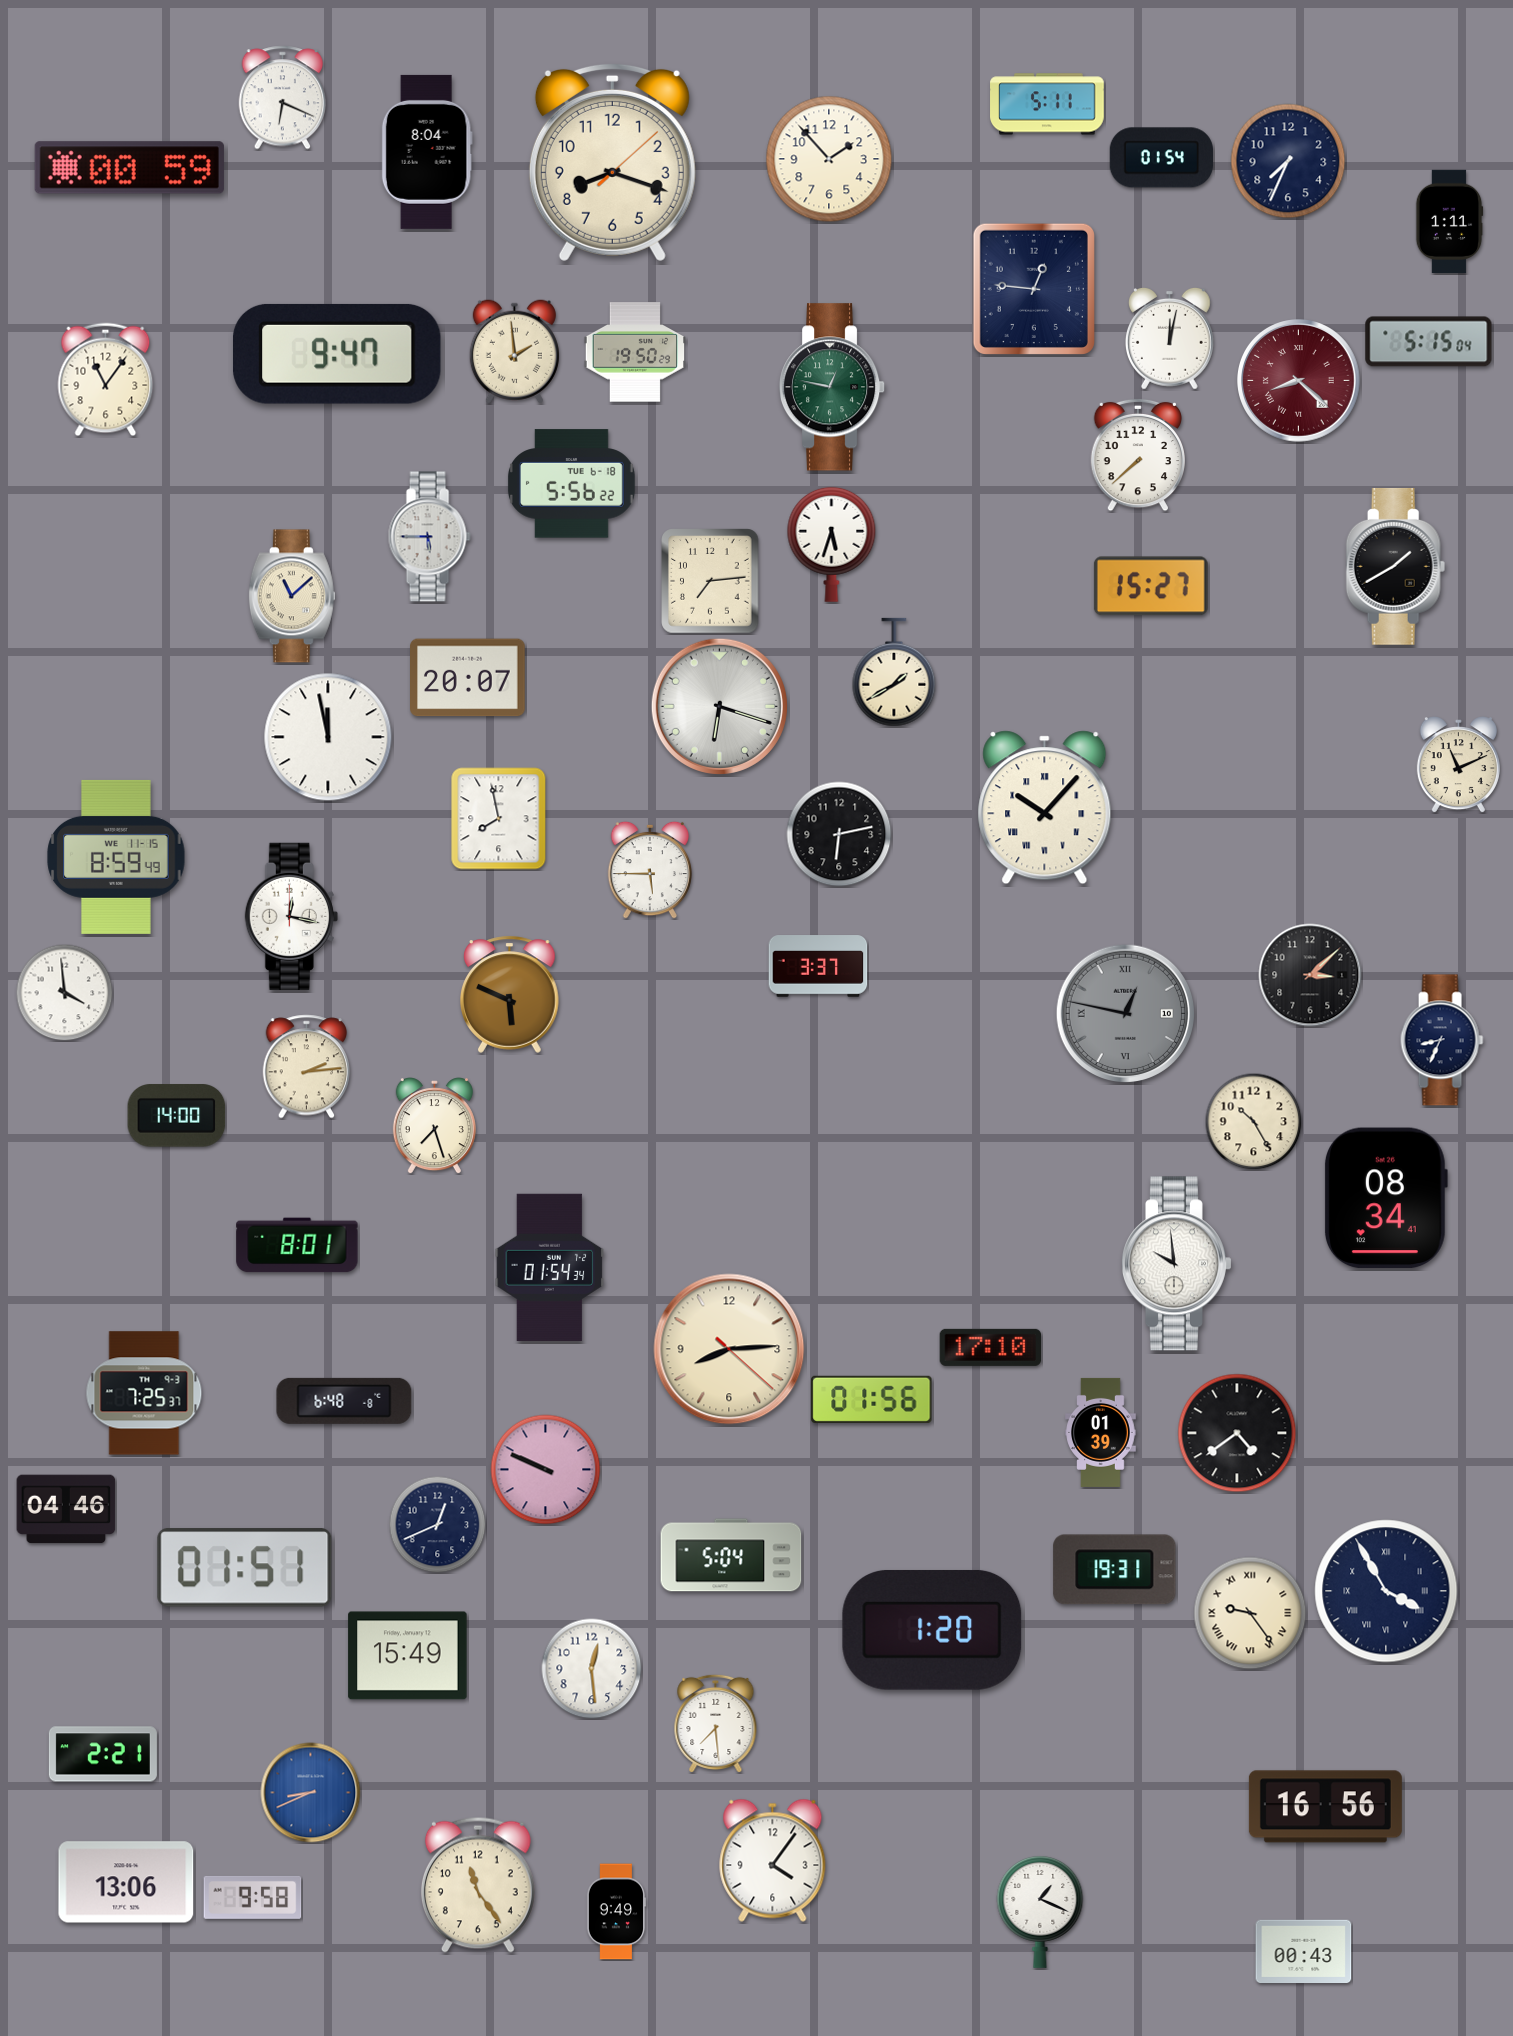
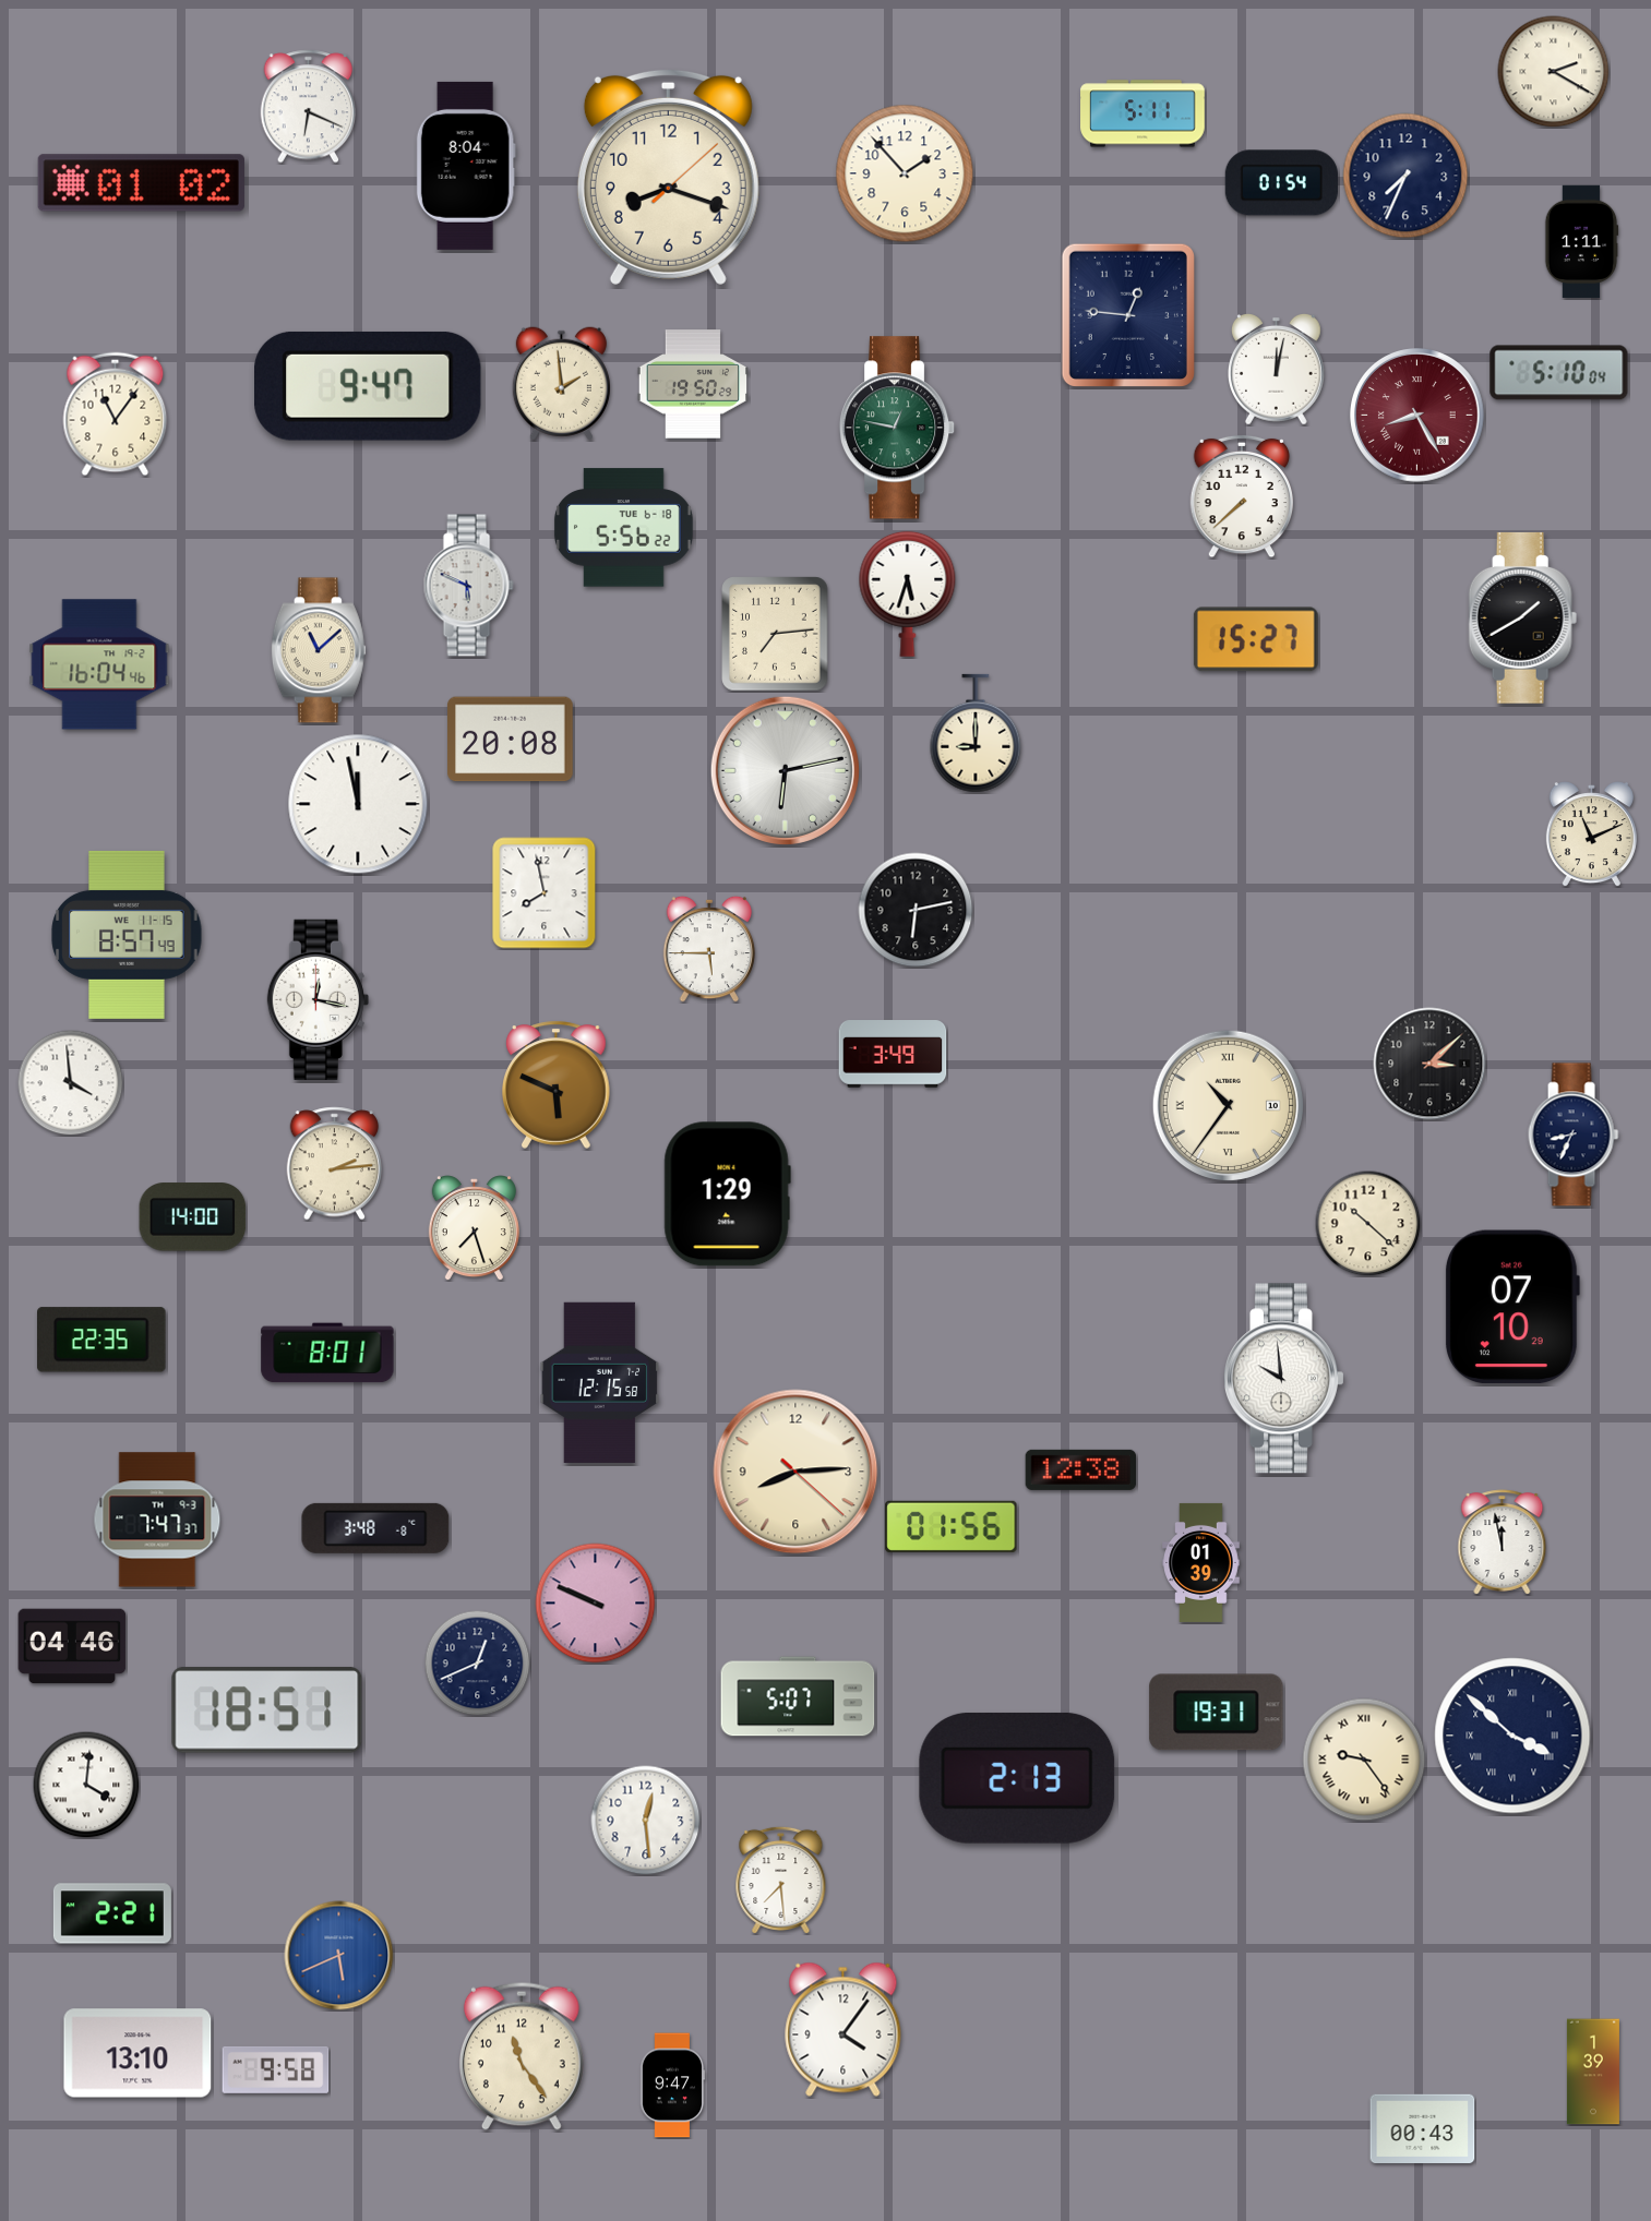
clock at (1554, 72): none -> 2:20
clock at (1161, 158) position: (1161, 158) -> (1281, 183)
clock at (129, 168): 00:59 -> 01:02
clock at (1429, 342): 5:15 -> 5:10
clock at (1299, 381): 8:22 -> 8:25
clock at (832, 387) position: (832, 387) -> (897, 428)
clock at (429, 537): 5:45 -> 5:49
clock at (99, 664): none -> 16:04
clock at (894, 672): 1:40 -> 9:00
clock at (468, 678): 20:07 -> 20:08
clock at (719, 706): 6:18 -> 6:13
clock at (1045, 808): 10:07 -> none
clock at (116, 857): 8:59 -> 8:57
clock at (818, 966): 3:37 -> 3:49
clock at (1125, 1013): 12:47 -> 10:36
clock at (1125, 1013) dial: grey -> cream
clock at (727, 1194): none -> 1:29
clock at (1253, 1121): 10:25 -> 10:22
clock at (1386, 1198): 08:34 -> 07:10
clock at (103, 1340): none -> 22:35
clock at (297, 1245) position: (297, 1245) -> (327, 1353)
clock at (550, 1267): 01:54 -> 12:15
clock at (991, 1347): 17:10 -> 12:38
clock at (144, 1393): 7:25 -> 7:47
clock at (344, 1401): 6:48 -> 3:48
clock at (1503, 1542): none -> 11:58
clock at (1237, 1433): 4:39 -> none
clock at (731, 1555): 5:04 -> 5:07
clock at (245, 1568): 01:51 -> 18:51
clock at (1386, 1591): 3:55 -> 3:52
clock at (932, 1630): 1:20 -> 2:13
clock at (86, 1785): none -> 4:01
clock at (408, 1656): 15:49 -> none
clock at (311, 1793): 8:41 -> 5:41
clock at (1325, 1807): 16:56 -> none
clock at (126, 1882): 13:06 -> 13:10
clock at (1593, 2072): none -> 1:39
clock at (616, 1912): 9:49 -> 9:47
clock at (1040, 1912): 1:19 -> none
